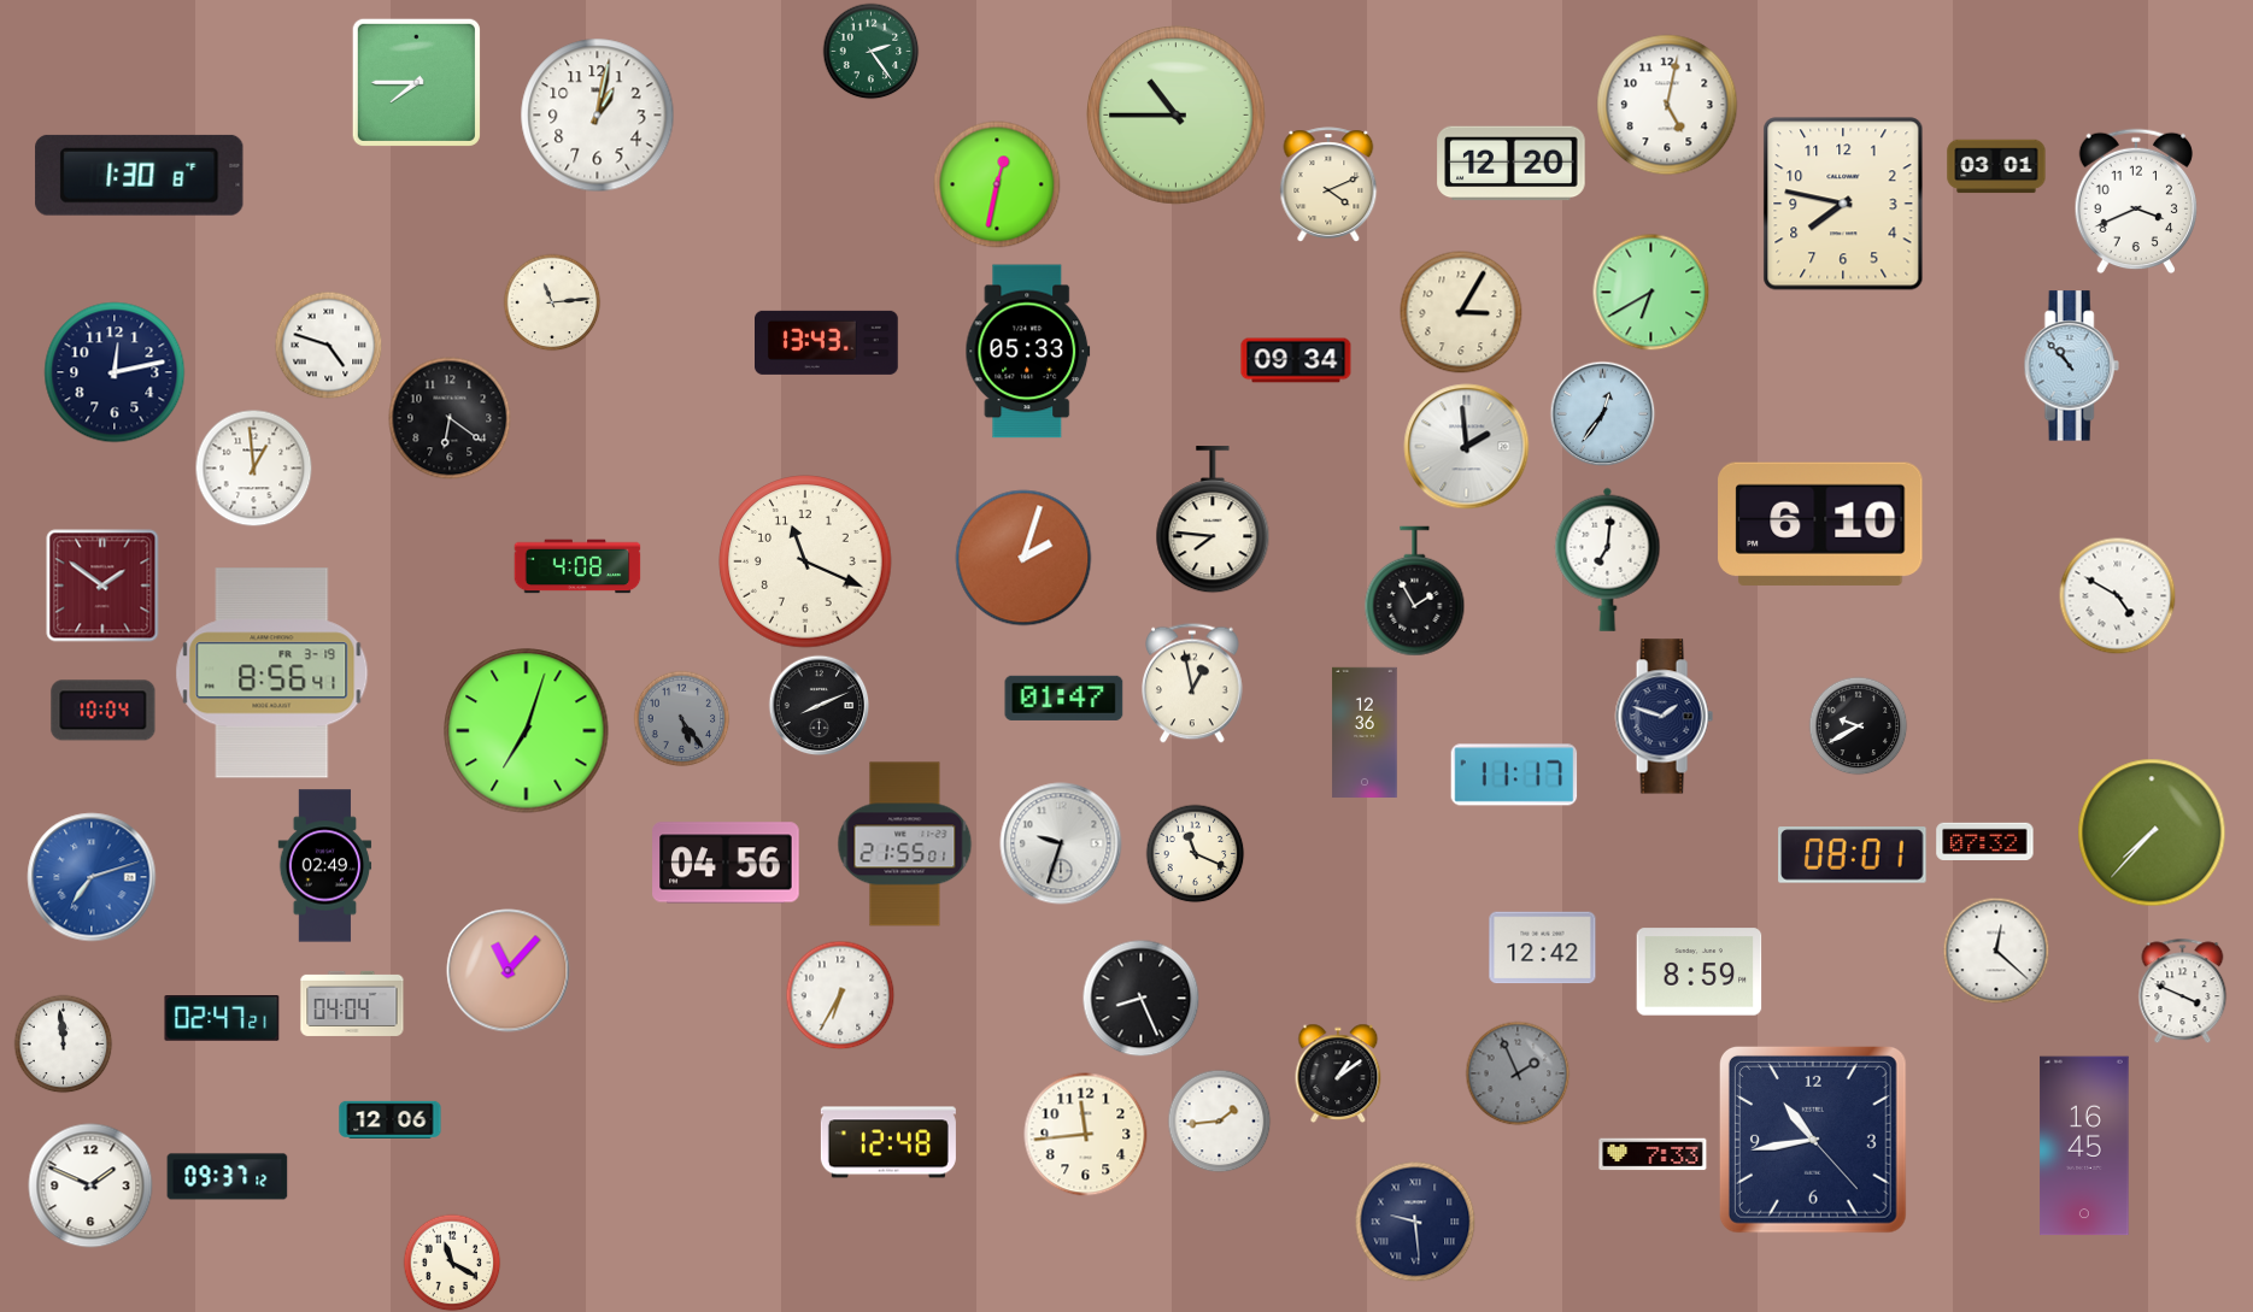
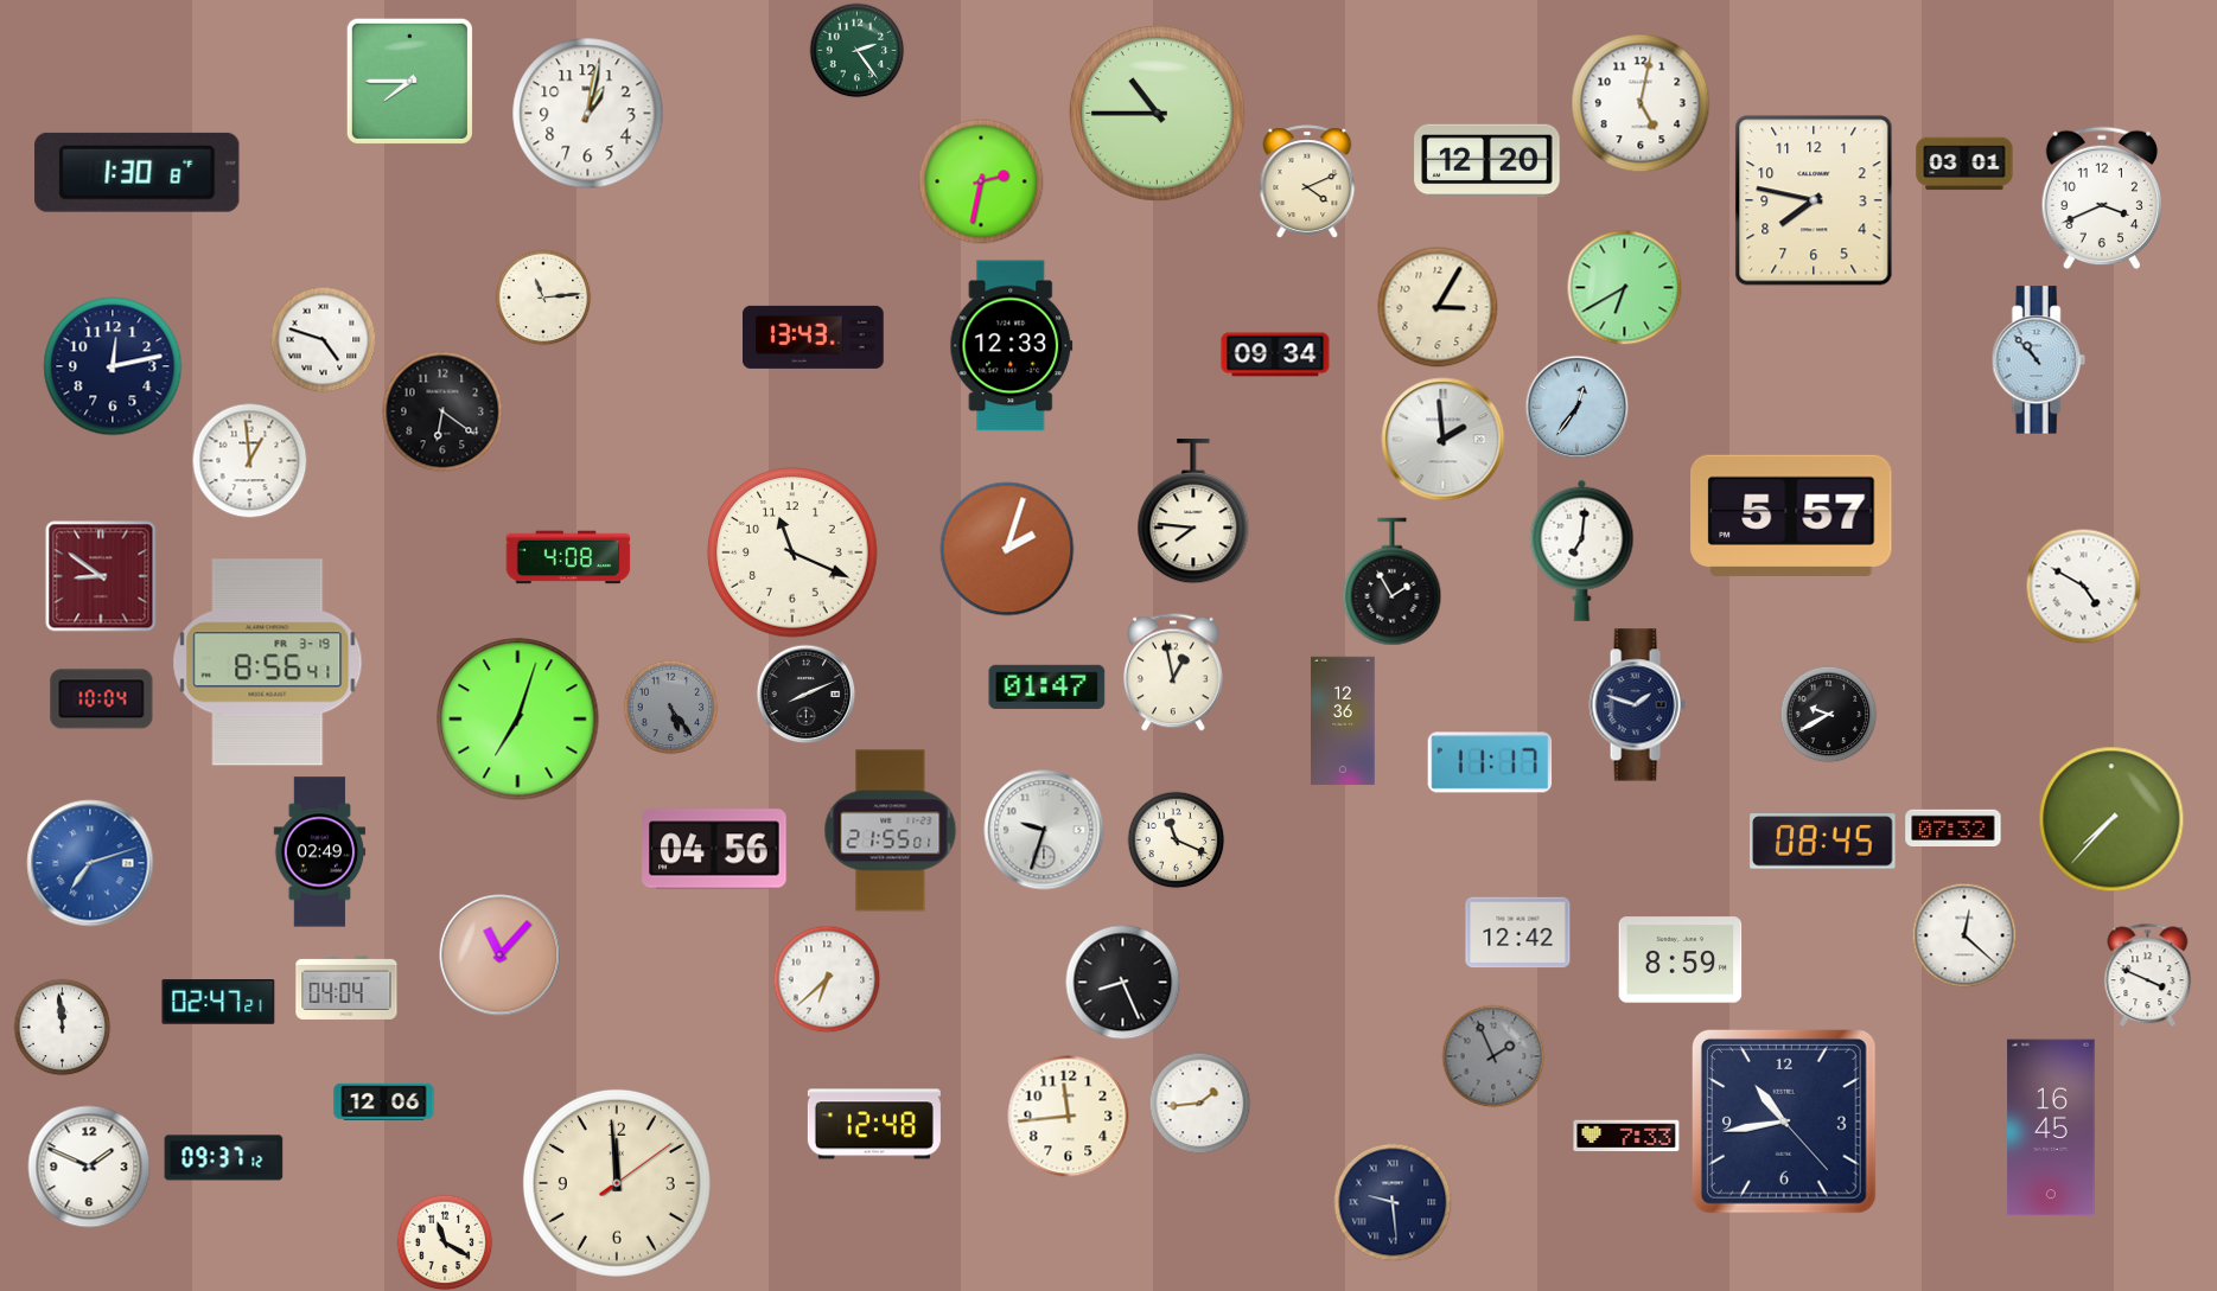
clock at (997, 184): 12:32 -> 2:32
clock at (1028, 352): 05:33 -> 12:33
clock at (1820, 524): 6:10 -> 5:57
clock at (102, 586): 1:51 -> 8:51
clock at (2152, 832) position: (2152, 832) -> (2111, 819)
clock at (1853, 855): 08:01 -> 08:45
clock at (1700, 972) position: (1700, 972) -> (1681, 960)
clock at (840, 995): 6:35 -> 6:38
clock at (1338, 1072): 1:09 -> none
clock at (617, 1183): none -> 11:59
